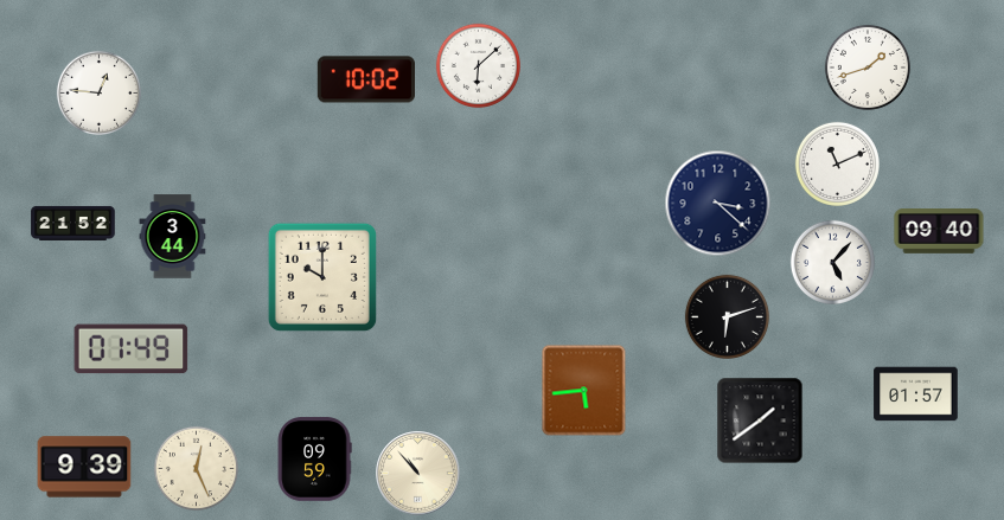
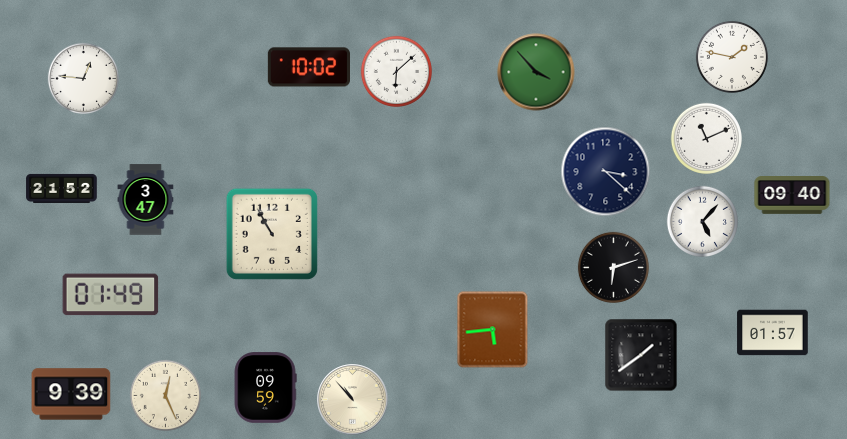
clock at (478, 65) position: (478, 65) -> (396, 71)
clock at (868, 68): 1:42 -> 1:47
clock at (536, 72): none -> 3:53
clock at (173, 237): 3:44 -> 3:47
clock at (322, 277): 10:00 -> 10:55
